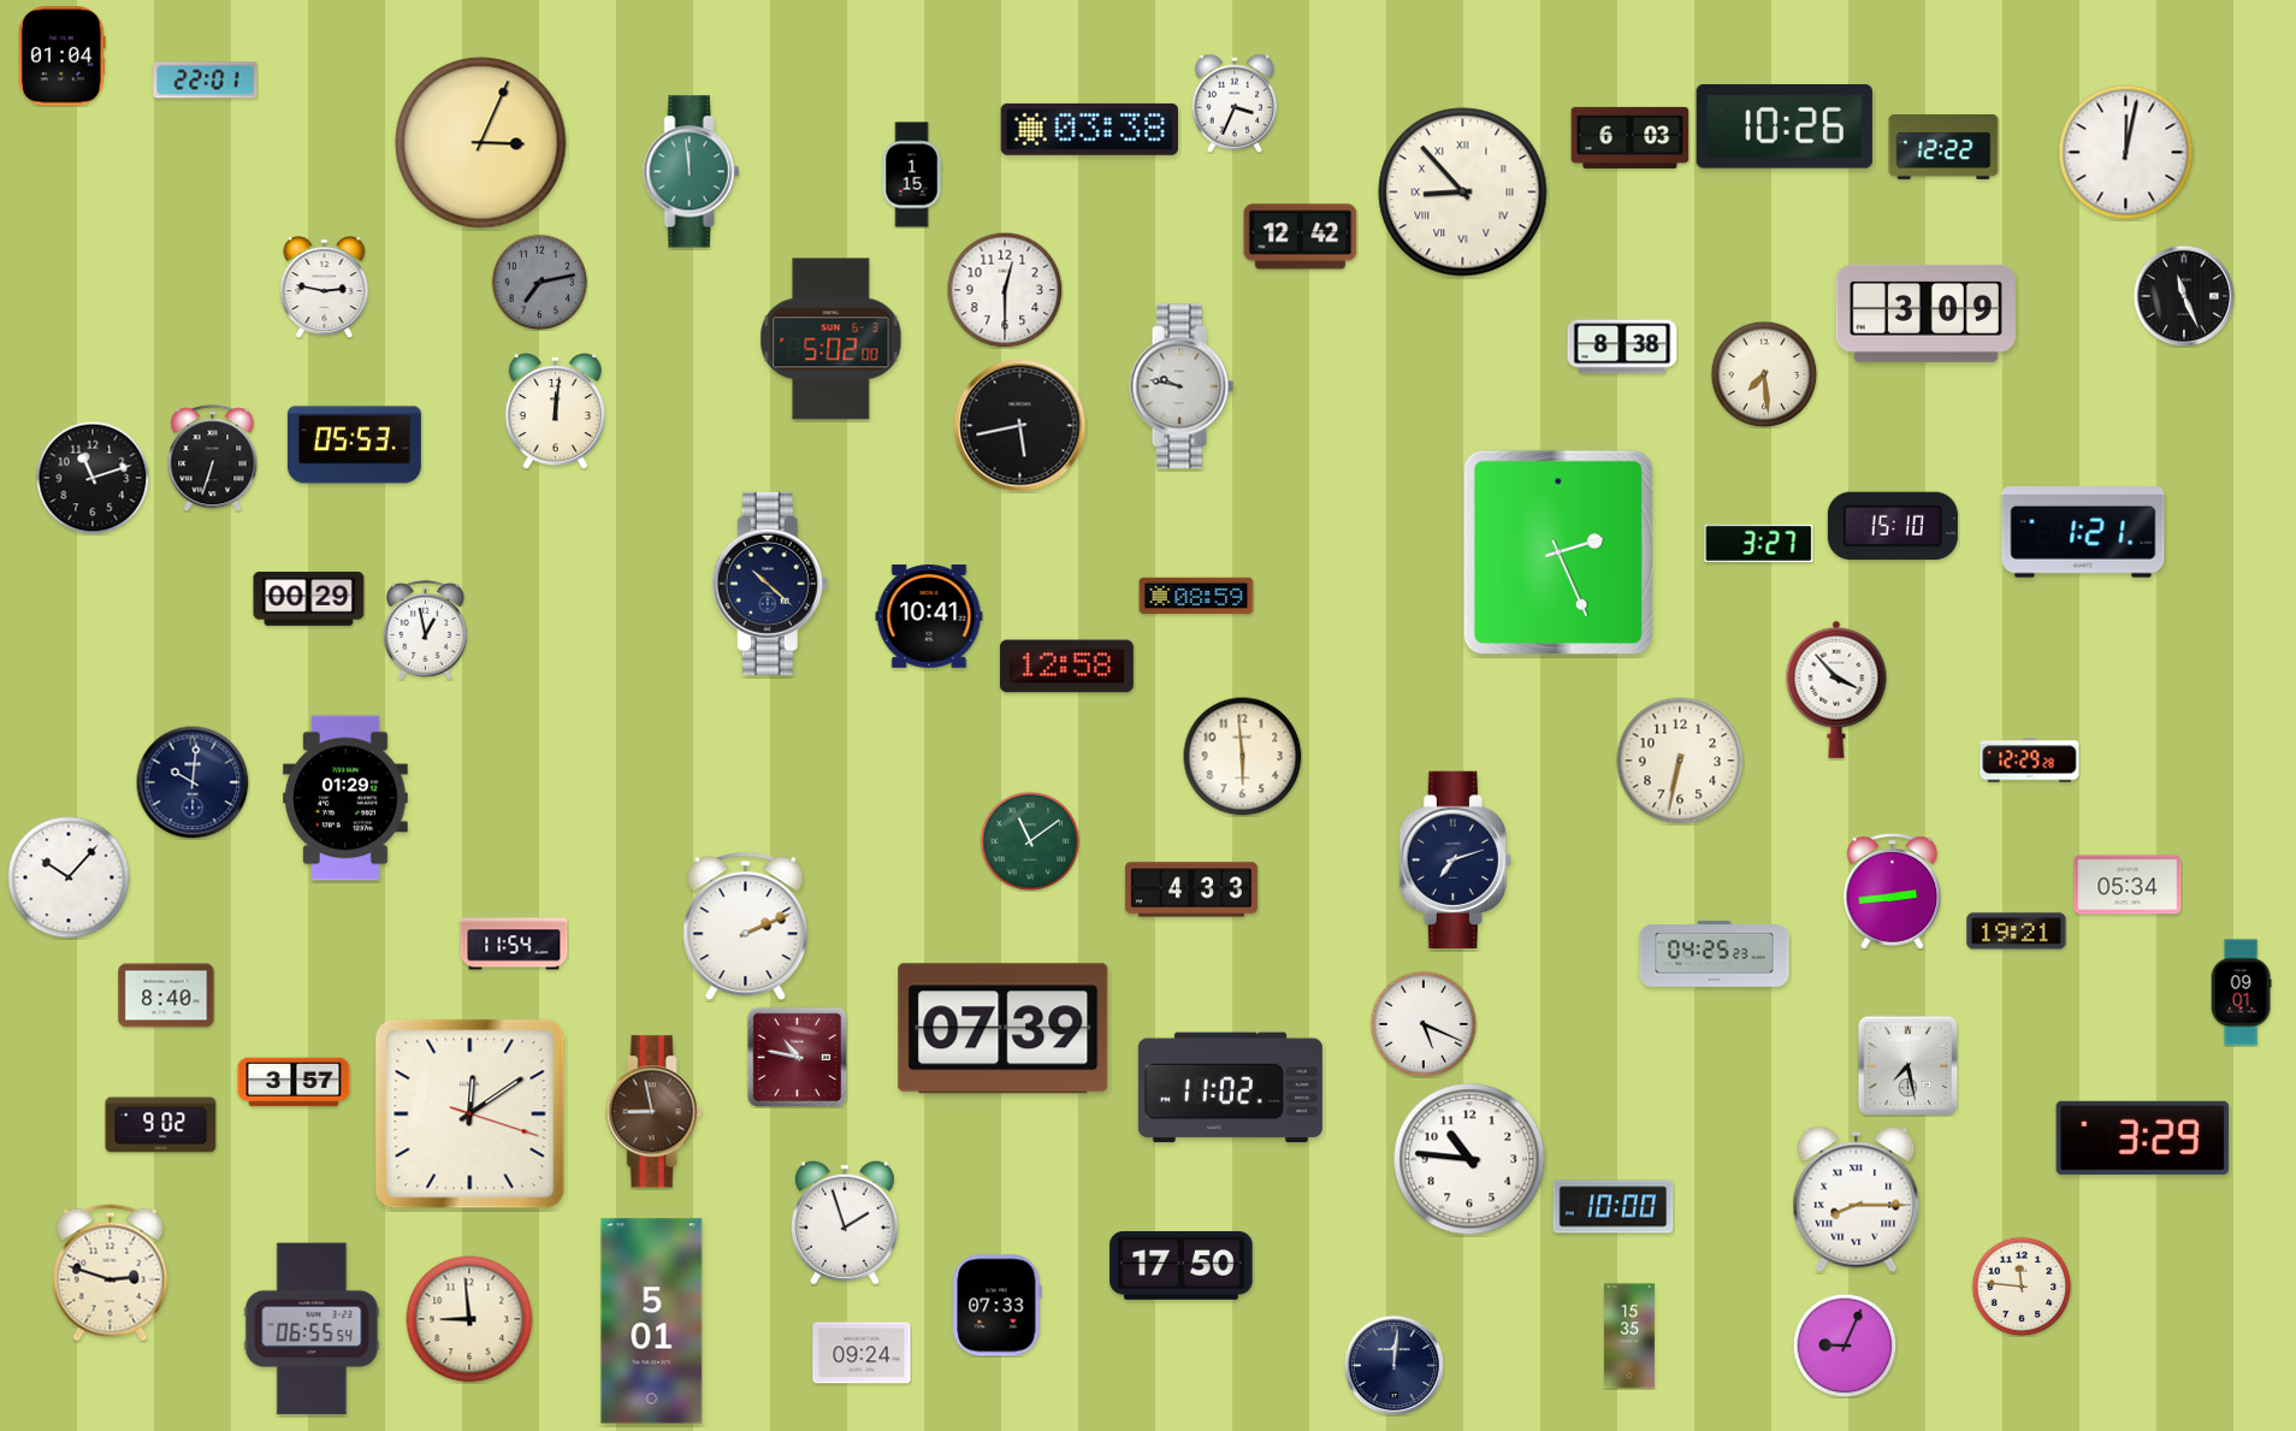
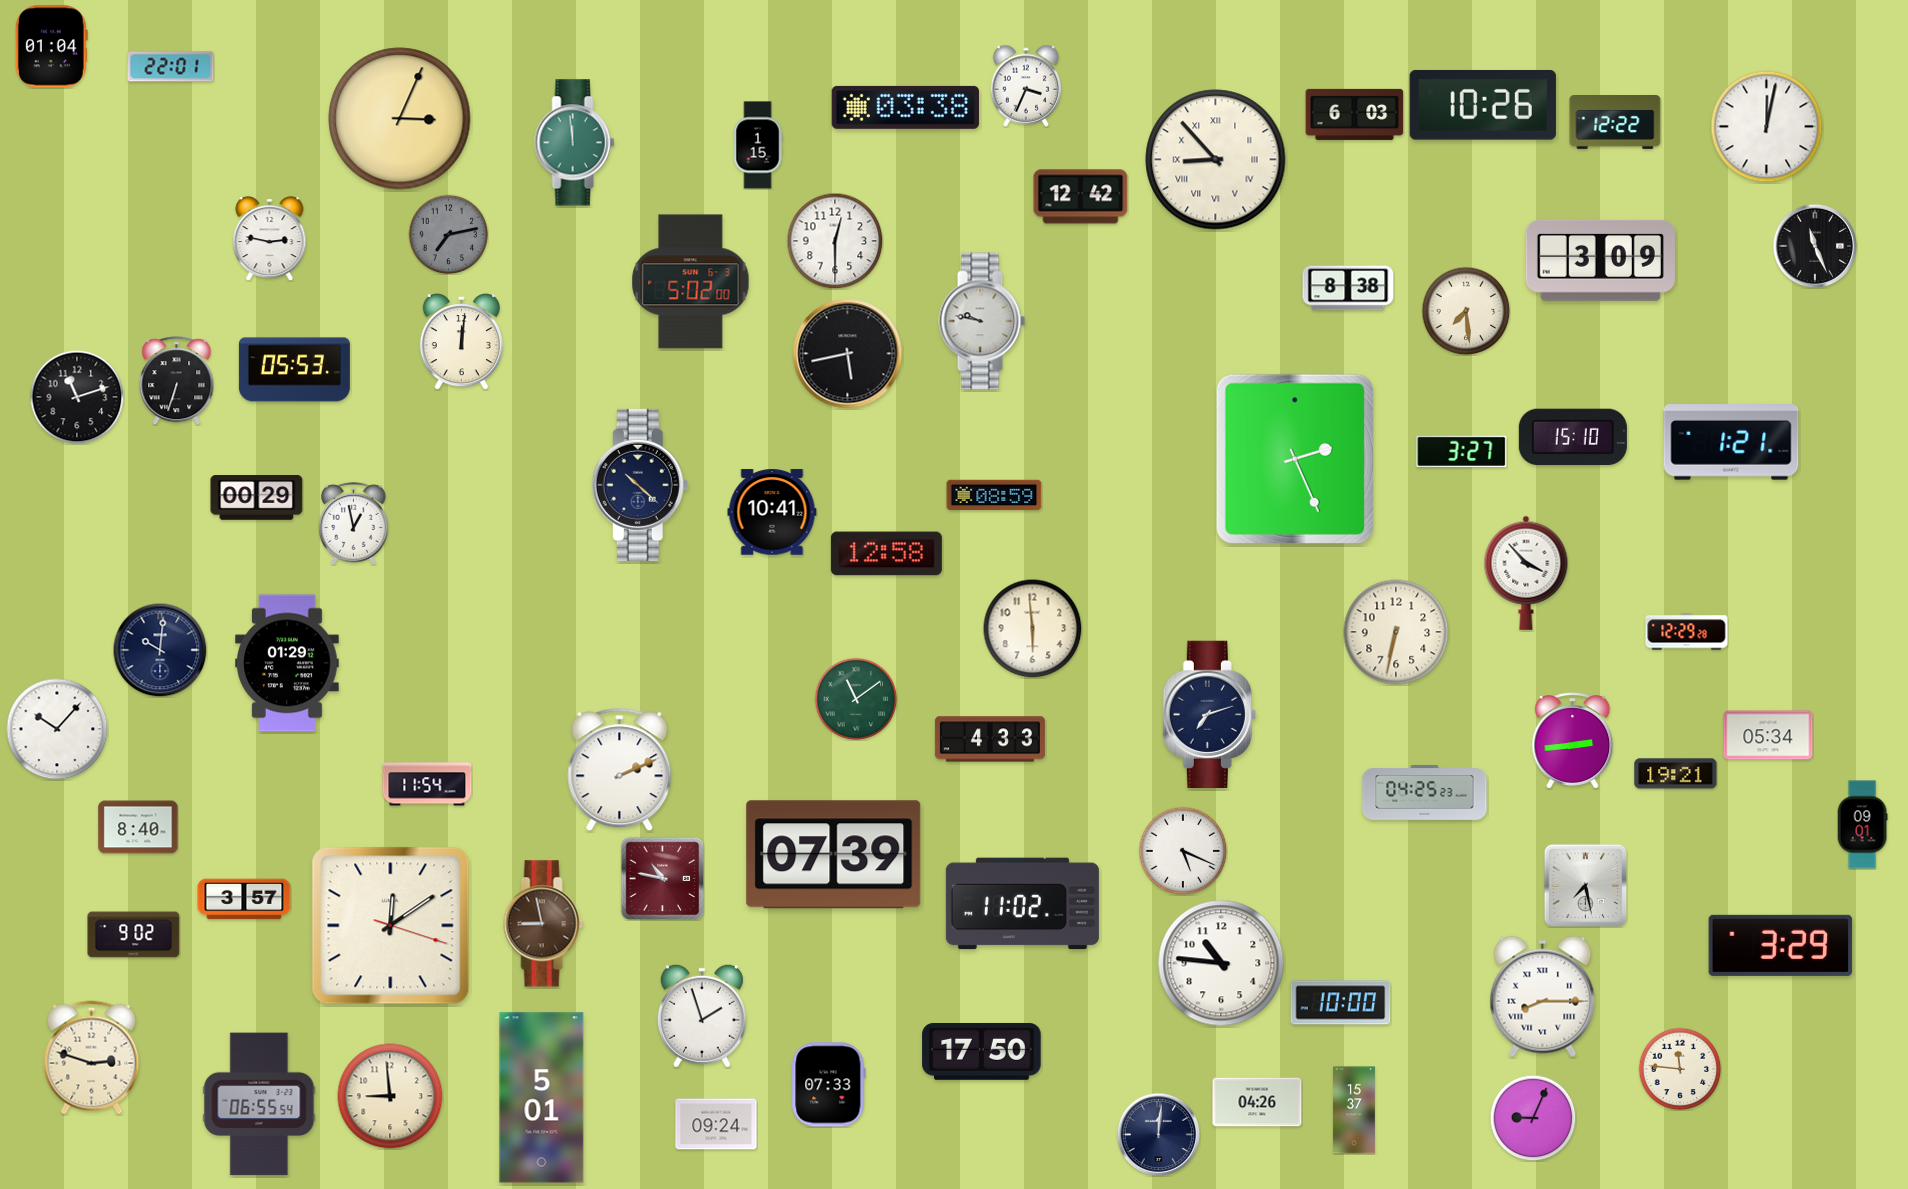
clock at (1257, 1102): none -> 04:26
clock at (1629, 1336): 15:35 -> 15:37
